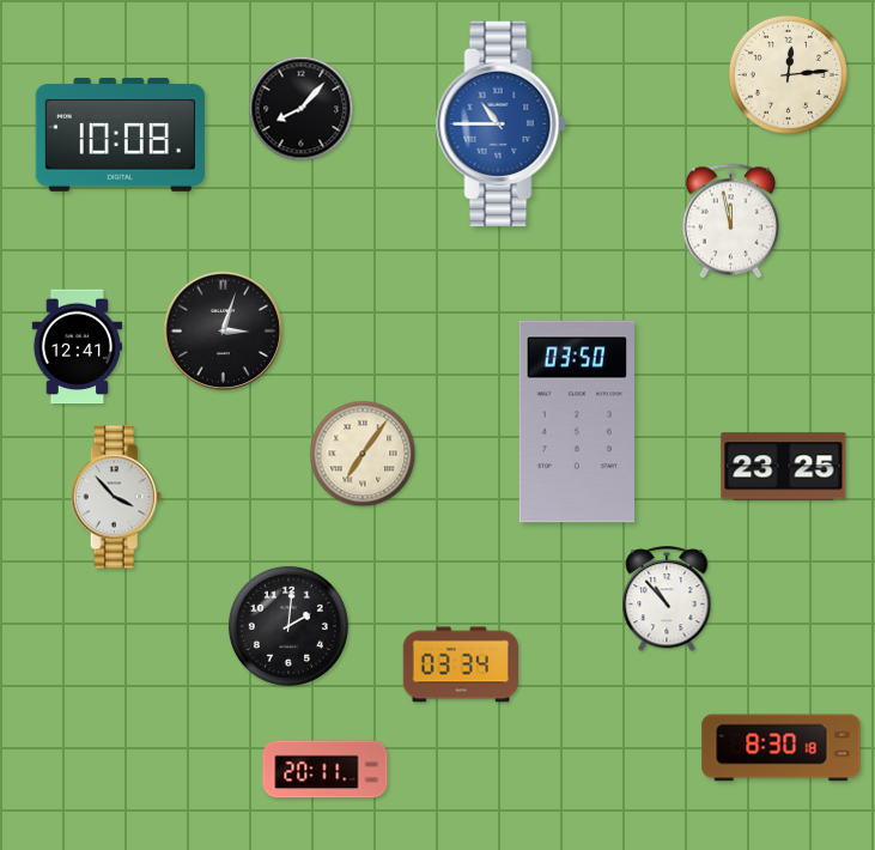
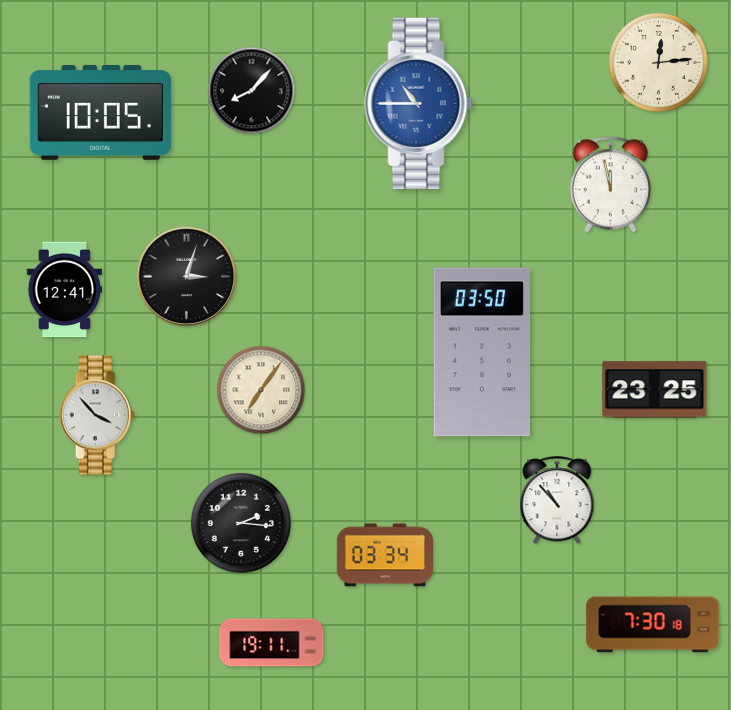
clock at (120, 134): 10:08 -> 10:05
clock at (363, 454) position: (363, 454) -> (261, 390)
clock at (288, 626): 2:01 -> 2:16
clock at (782, 748): 8:30 -> 7:30
clock at (326, 770): 20:11 -> 19:11
